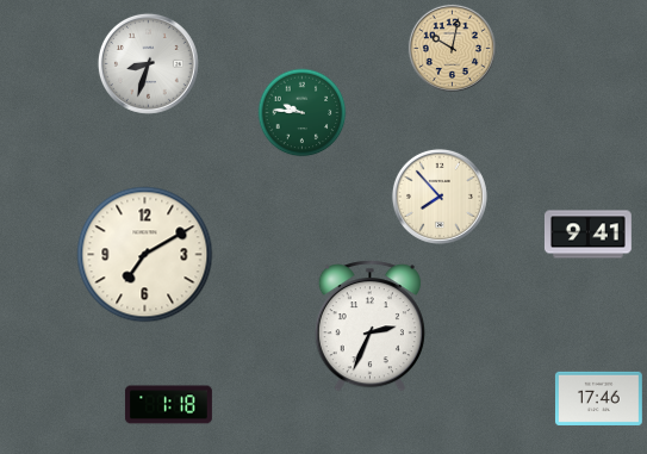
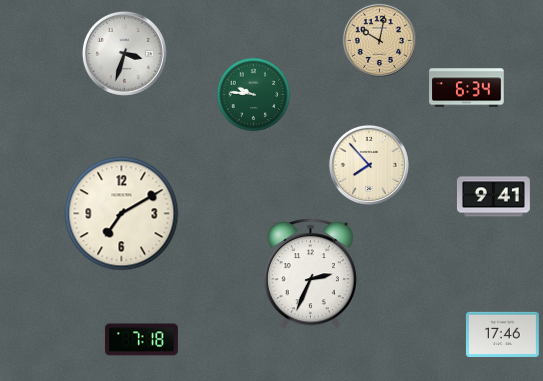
clock at (148, 63): 8:33 -> 3:33
clock at (467, 88): none -> 6:34
clock at (169, 405): 1:18 -> 7:18
